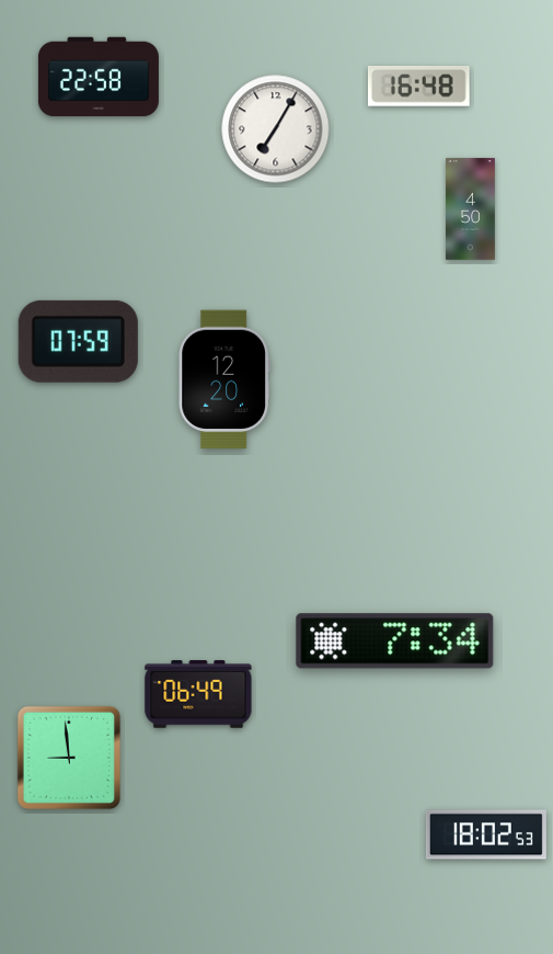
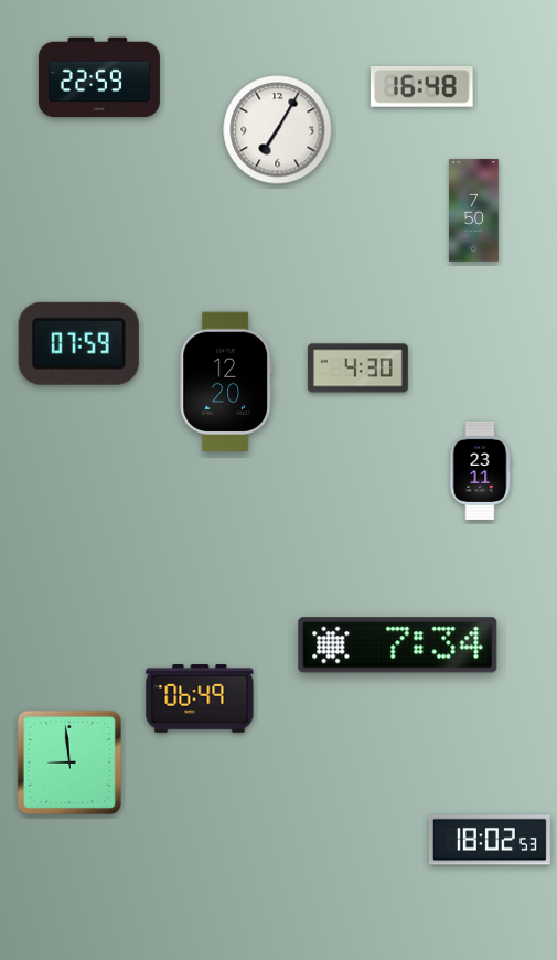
clock at (99, 77): 22:58 -> 22:59
clock at (471, 209): 4:50 -> 7:50
clock at (357, 369): none -> 4:30
clock at (480, 470): none -> 23:11
